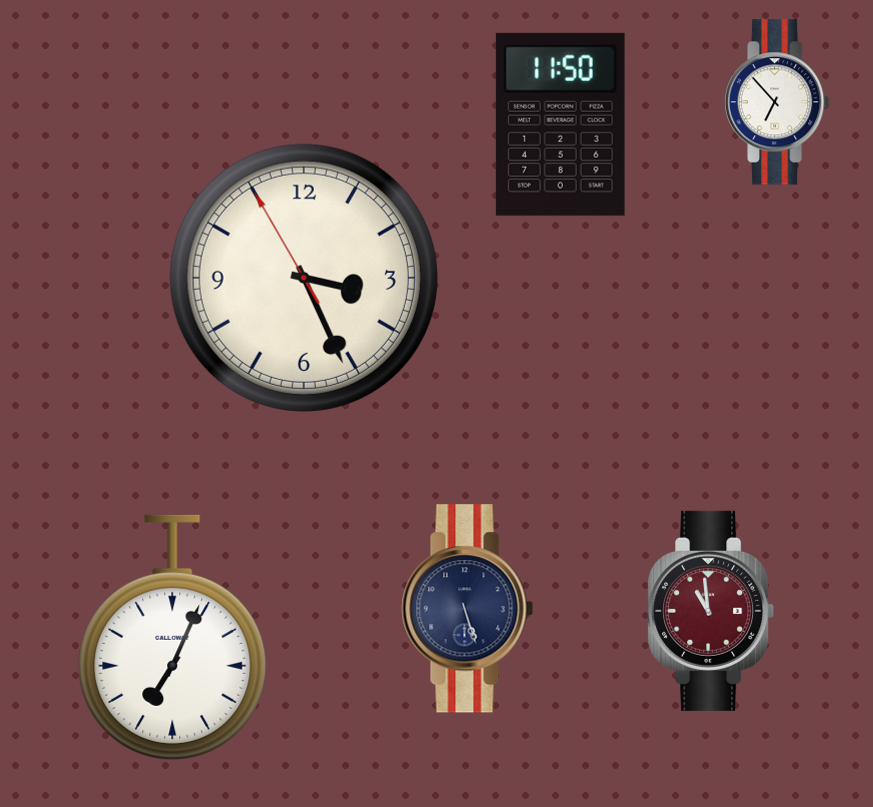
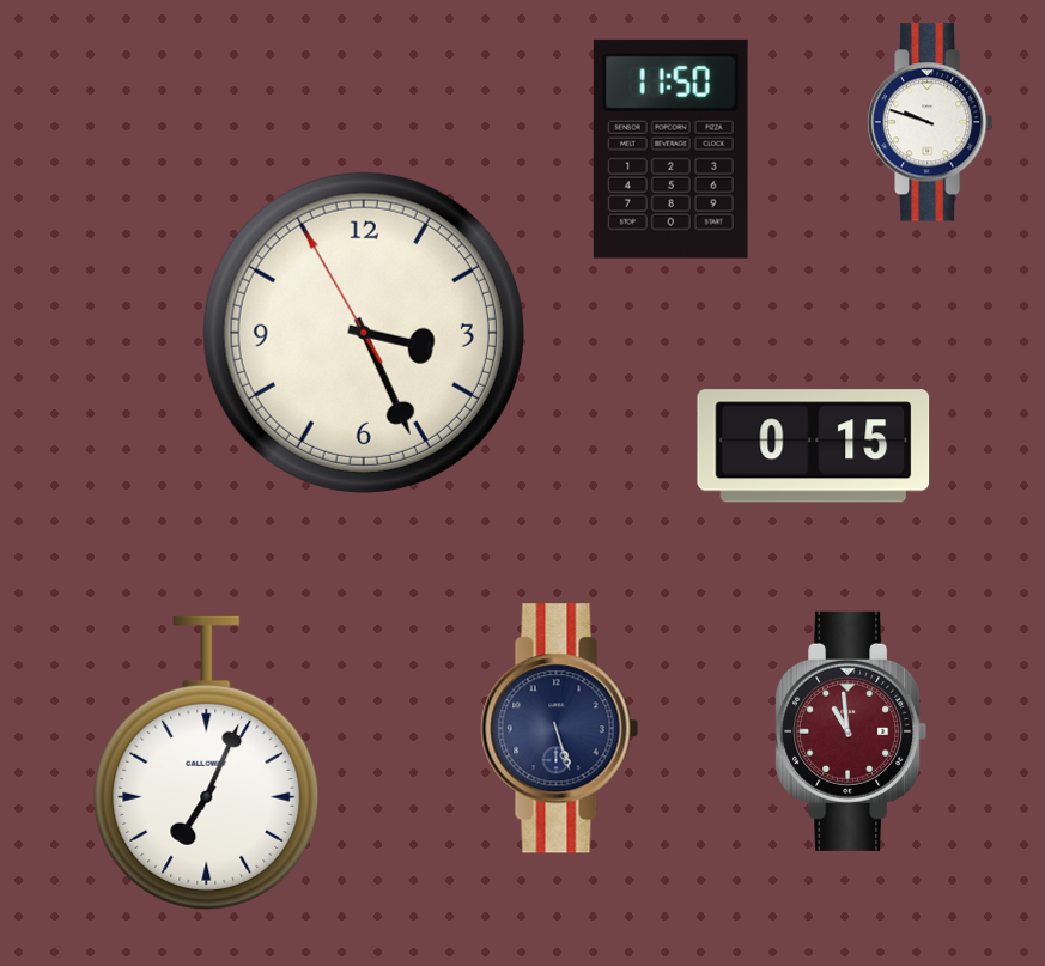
clock at (777, 102): 6:53 -> 9:48
clock at (814, 446): none -> 0:15
